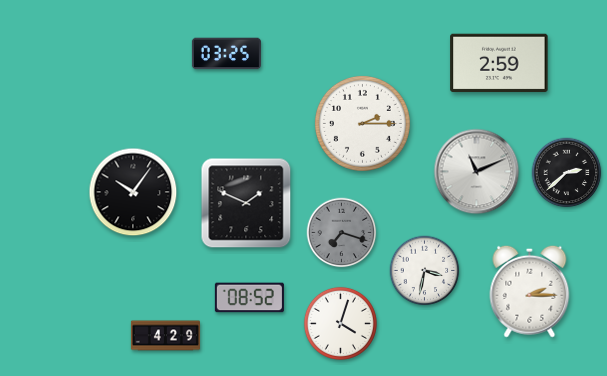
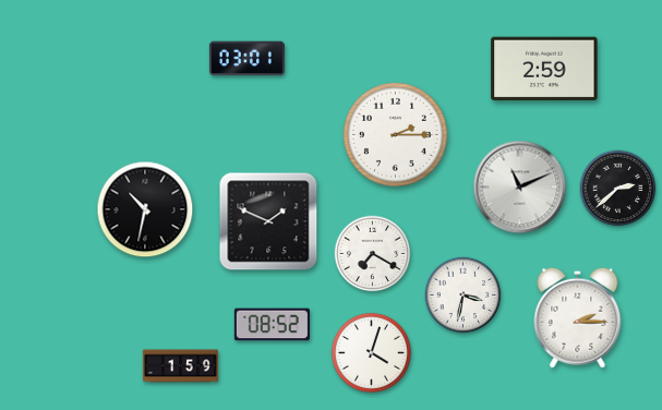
clock at (226, 54): 03:25 -> 03:01
clock at (133, 192): 10:06 -> 10:32
clock at (342, 233): 7:18 -> 7:20
clock at (342, 233) dial: grey -> white
clock at (165, 336): 4:29 -> 1:59
